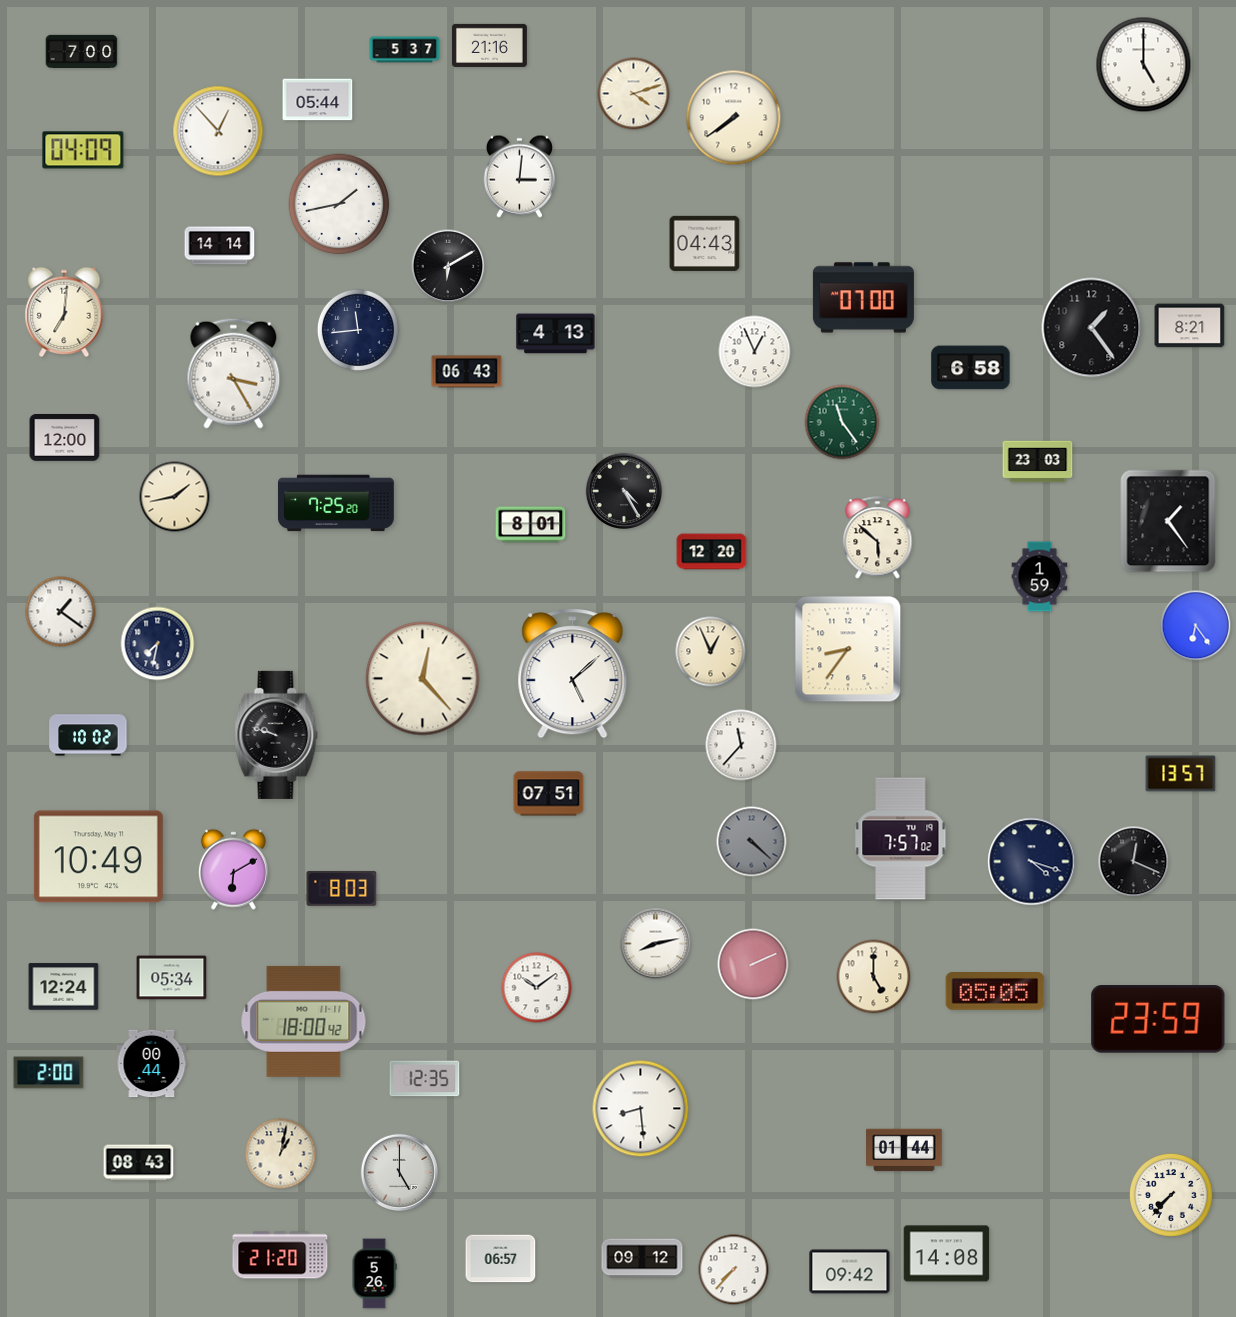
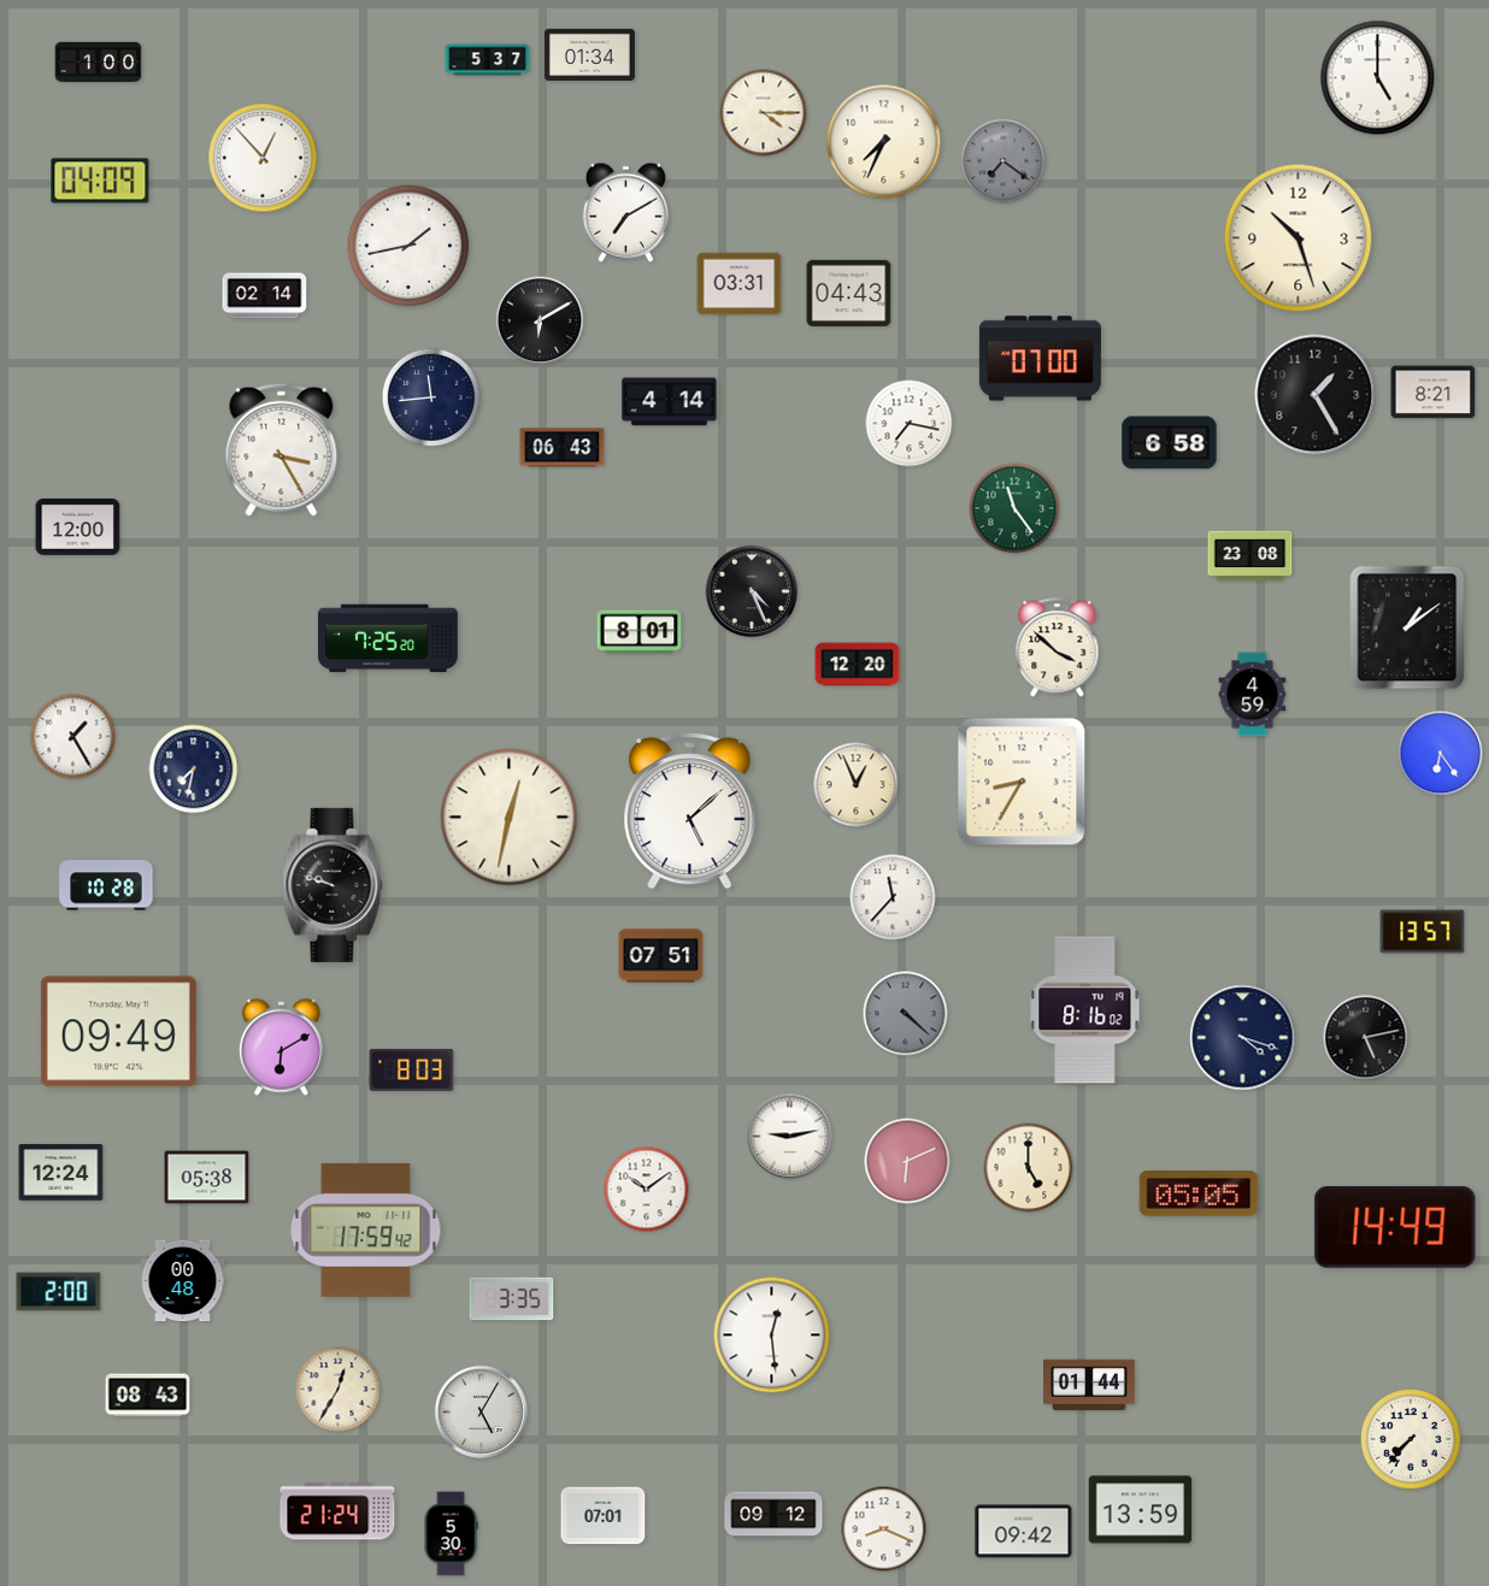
clock at (489, 45): 21:16 -> 01:34
clock at (82, 52): 7:00 -> 1:00
clock at (634, 94): 4:12 -> 4:15
clock at (318, 100): 05:44 -> none
clock at (734, 118): 7:39 -> 7:34
clock at (1004, 161): none -> 7:21
clock at (519, 176): 3:01 -> 7:10
clock at (1299, 238): none -> 10:27
clock at (740, 284): none -> 03:31
clock at (220, 246): 14:14 -> 02:14
clock at (64, 312): 7:01 -> none
clock at (1092, 328): 1:24 -> 1:25
clock at (556, 334): 4:13 -> 4:14
clock at (755, 352): 12:56 -> 7:17
clock at (1038, 462): 23:03 -> 23:08
clock at (624, 491): 4:25 -> 4:26
clock at (175, 497): 1:43 -> none
clock at (336, 503) position: (336, 503) -> (388, 638)
clock at (1168, 521): 1:24 -> 1:09
clock at (878, 538): 5:52 -> 3:52
clock at (1040, 577): 1:59 -> 4:59
clock at (61, 612): 1:21 -> 1:25
clock at (158, 644) position: (158, 644) -> (194, 770)
clock at (848, 649): 8:36 -> 8:35
clock at (423, 679): 12:23 -> 12:32
clock at (88, 735): 10:02 -> 10:28
clock at (901, 839): 7:57 -> 8:16
clock at (98, 857): 10:49 -> 09:49
clock at (1134, 862): 12:19 -> 5:13
clock at (656, 944): 8:13 -> 9:13
clock at (753, 964): 2:11 -> 6:11
clock at (874, 977) position: (874, 977) -> (1029, 1168)
clock at (172, 978): 05:34 -> 05:38
clock at (64, 987) position: (64, 987) -> (61, 1173)
clock at (1158, 1019): 23:59 -> 14:49
clock at (304, 1021): 18:00 -> 17:59
clock at (152, 1064): 00:44 -> 00:48
clock at (425, 1079): 12:35 -> 3:35
clock at (641, 1109): 8:29 -> 12:29
clock at (281, 1154): 1:02 -> 12:35
clock at (139, 1163) position: (139, 1163) -> (148, 1396)
clock at (399, 1172): 5:00 -> 5:05
clock at (947, 1254): 14:08 -> 13:59
clock at (280, 1255): 21:20 -> 21:24
clock at (501, 1259): 06:57 -> 07:01
clock at (734, 1270): 7:37 -> 8:19
clock at (374, 1274): 5:26 -> 5:30
